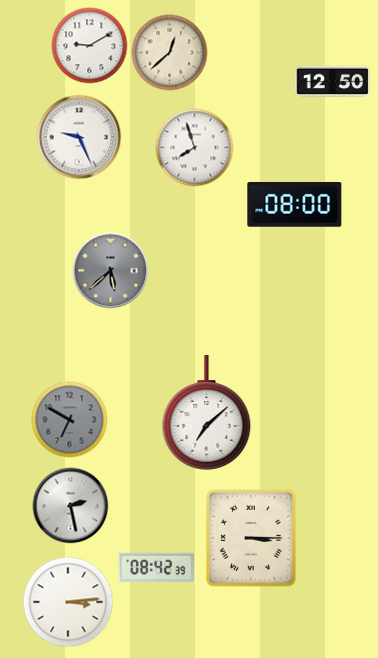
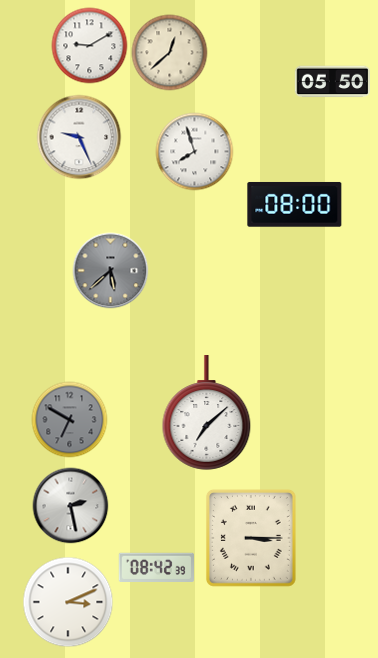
clock at (332, 82): 12:50 -> 05:50
clock at (195, 148) position: (195, 148) -> (195, 152)
clock at (68, 602): 3:14 -> 3:11
